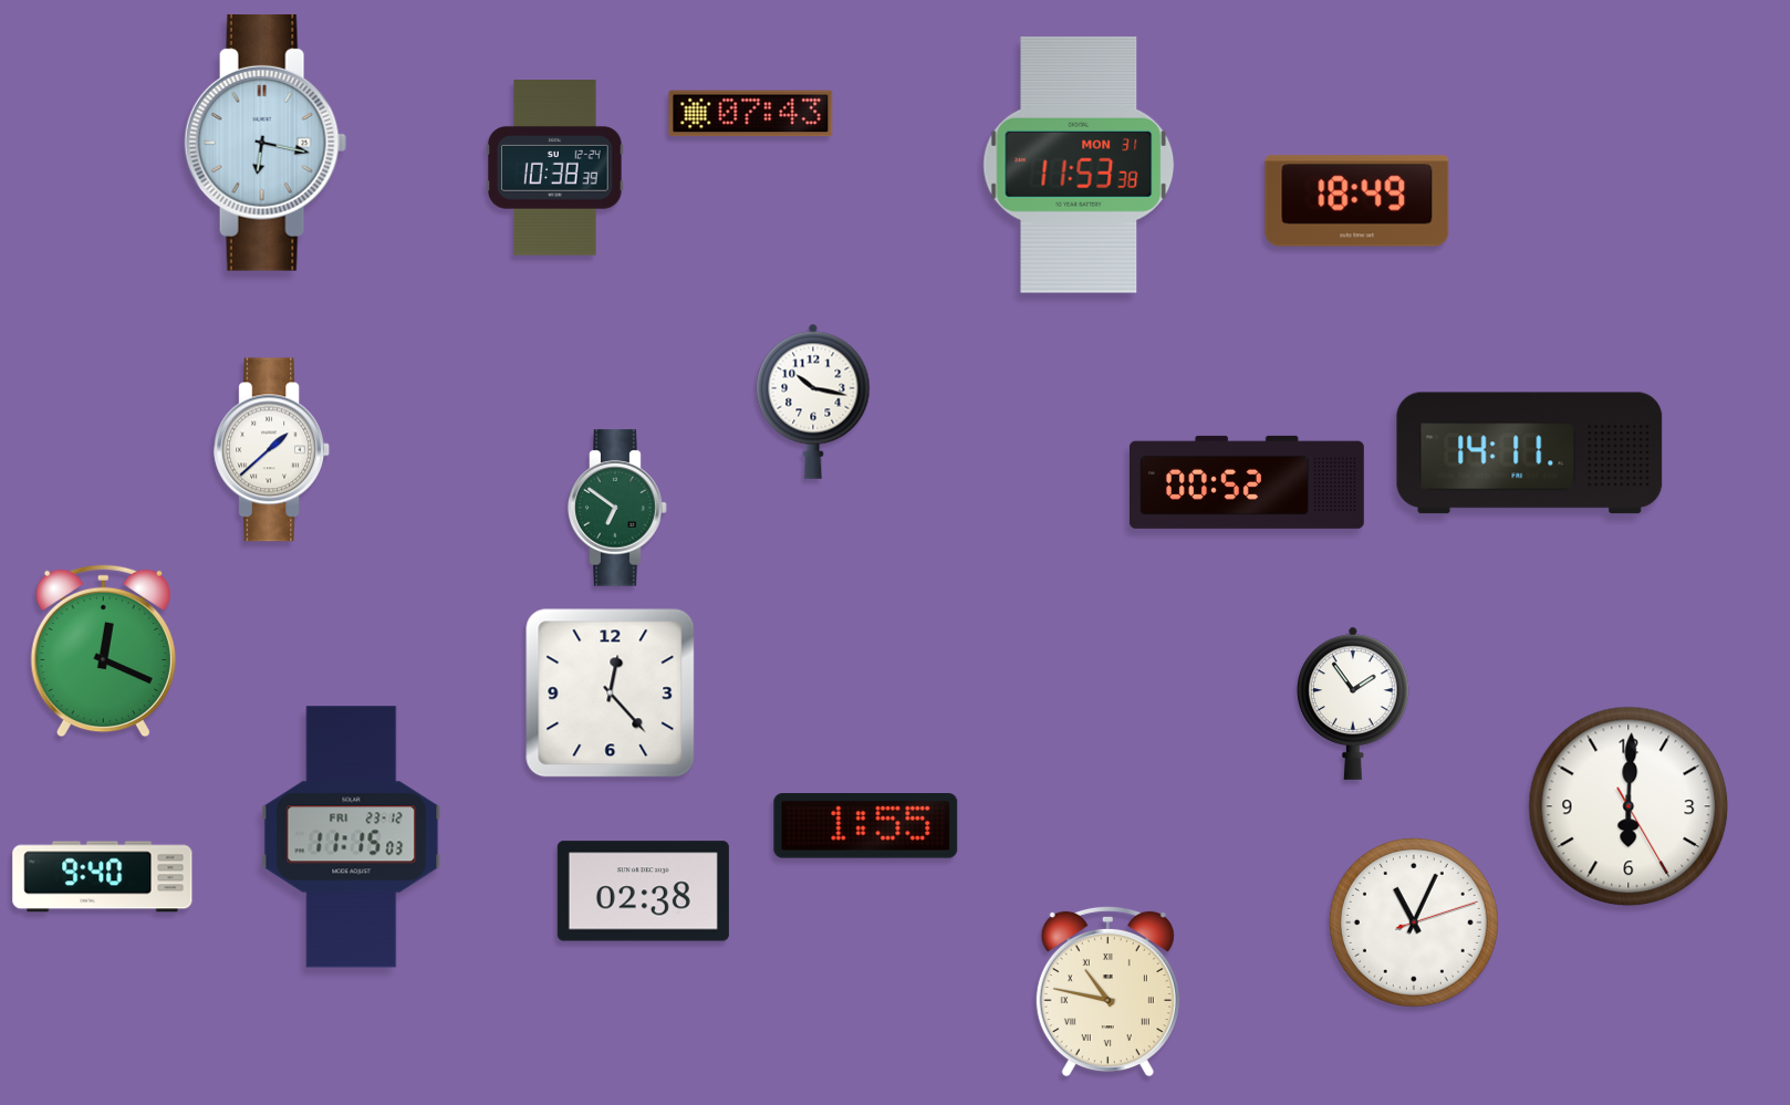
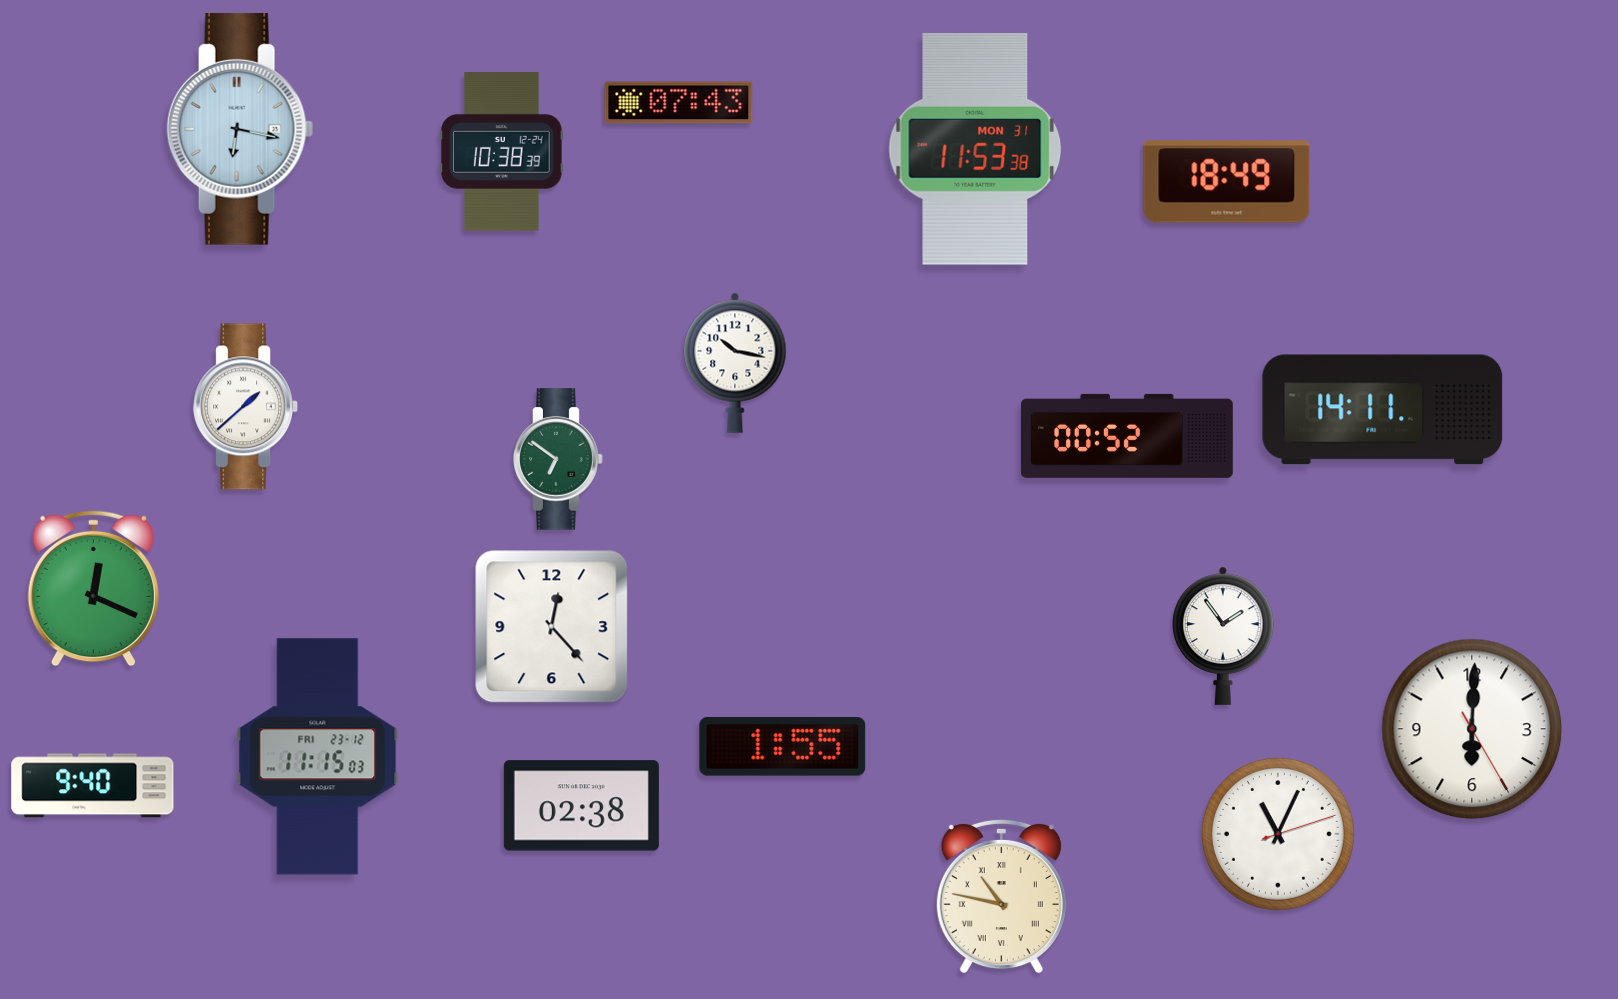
clock at (103, 877) position: (103, 877) -> (93, 786)
